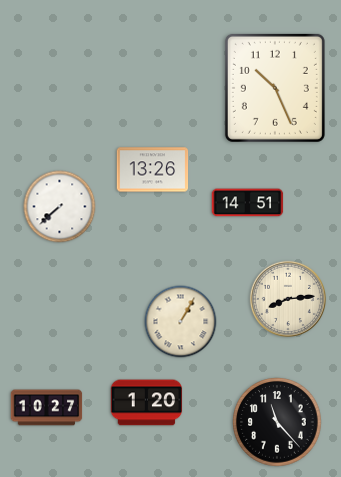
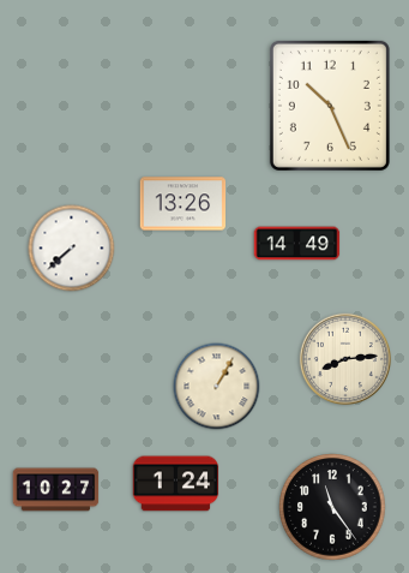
clock at (248, 203): 14:51 -> 14:49
clock at (147, 403): 1:20 -> 1:24
clock at (277, 422): 11:23 -> 11:24
